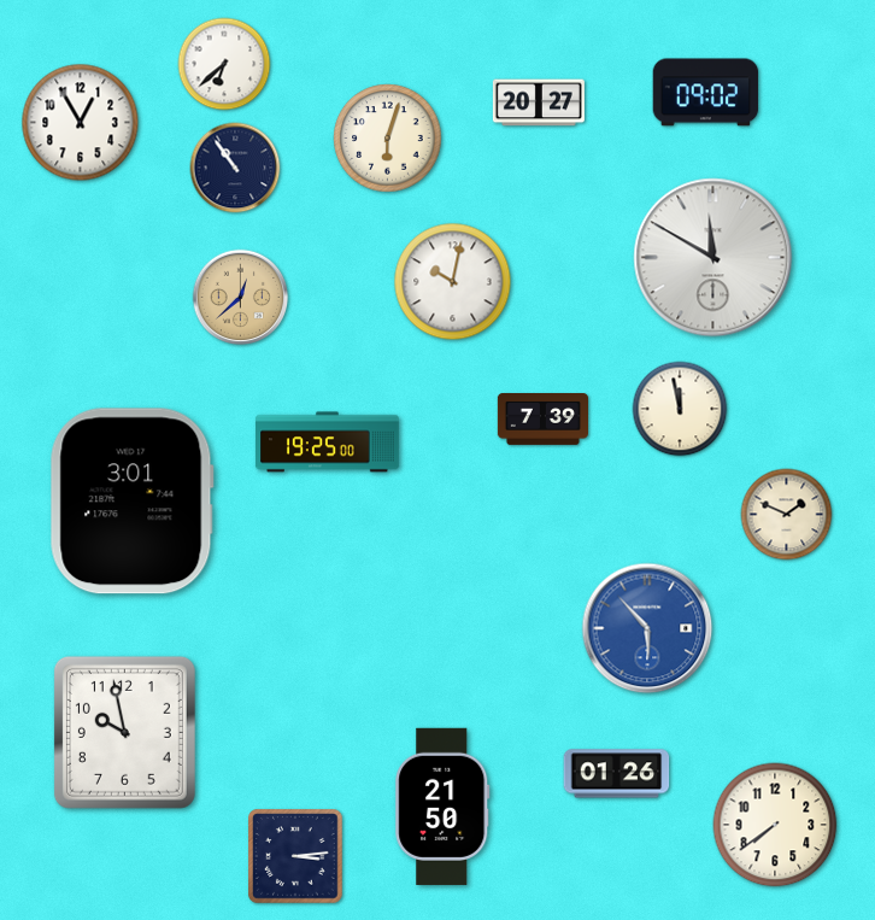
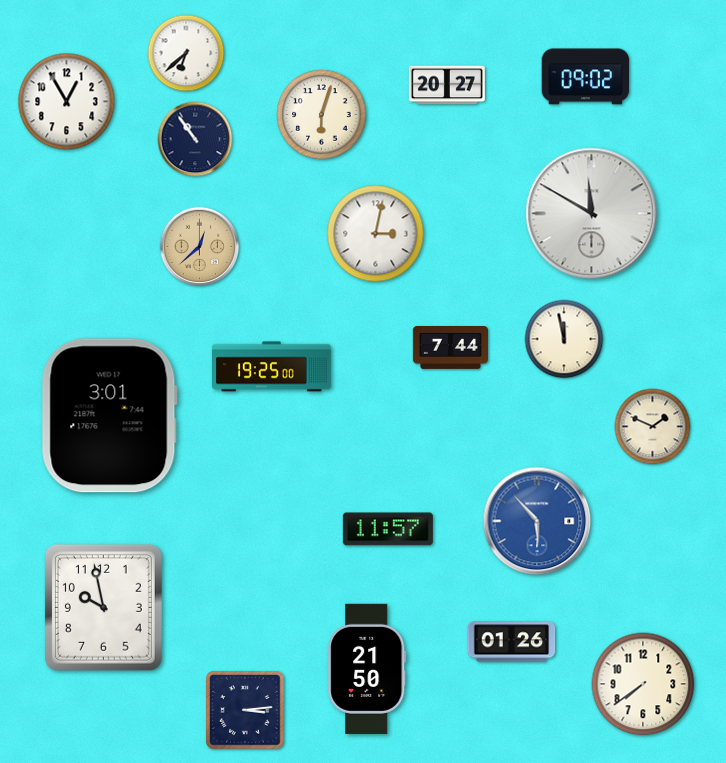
clock at (453, 282): 10:02 -> 3:02
clock at (542, 420): 7:39 -> 7:44
clock at (388, 529): none -> 11:57
